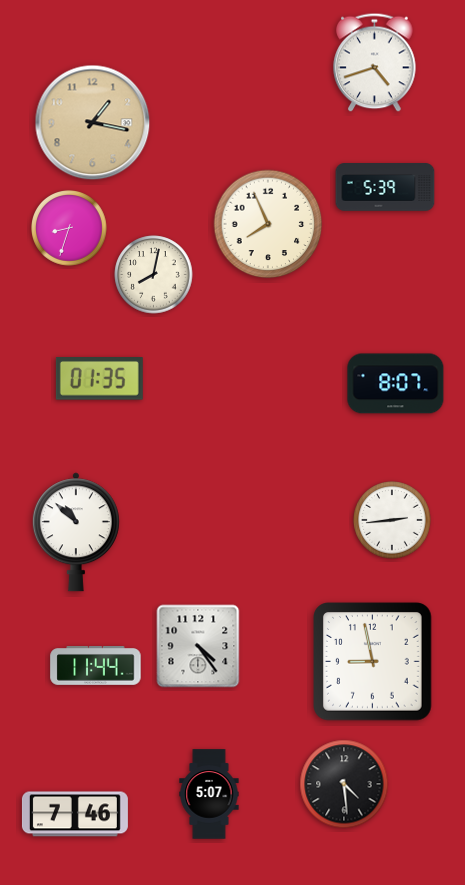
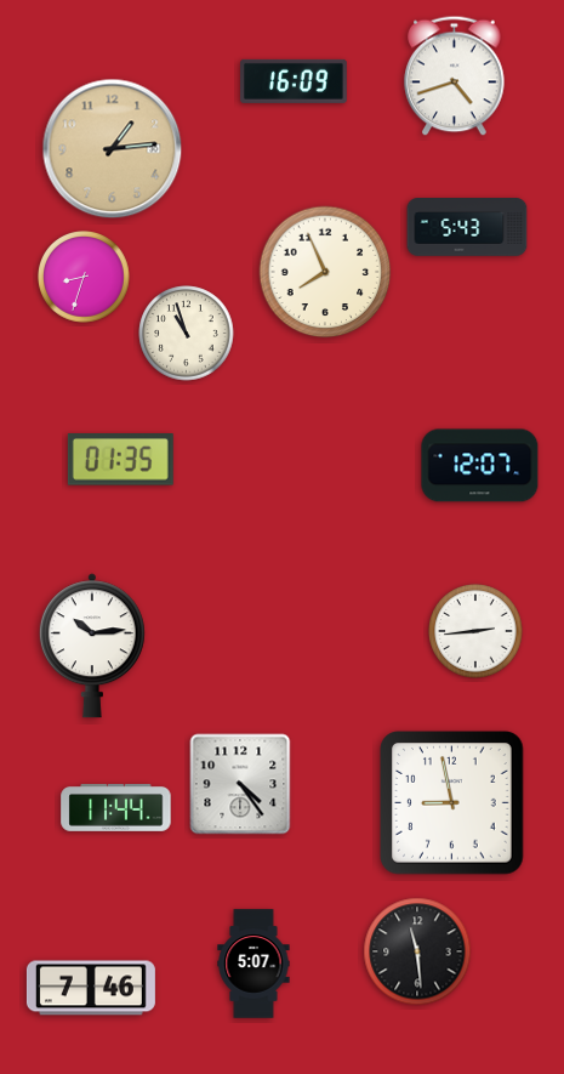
clock at (295, 81): none -> 16:09
clock at (93, 123): 1:17 -> 1:14
clock at (385, 187): 5:39 -> 5:43
clock at (154, 275): 8:02 -> 10:57
clock at (396, 384): 8:07 -> 12:07
clock at (76, 532): 10:52 -> 10:14
clock at (344, 784): 4:29 -> 11:29
